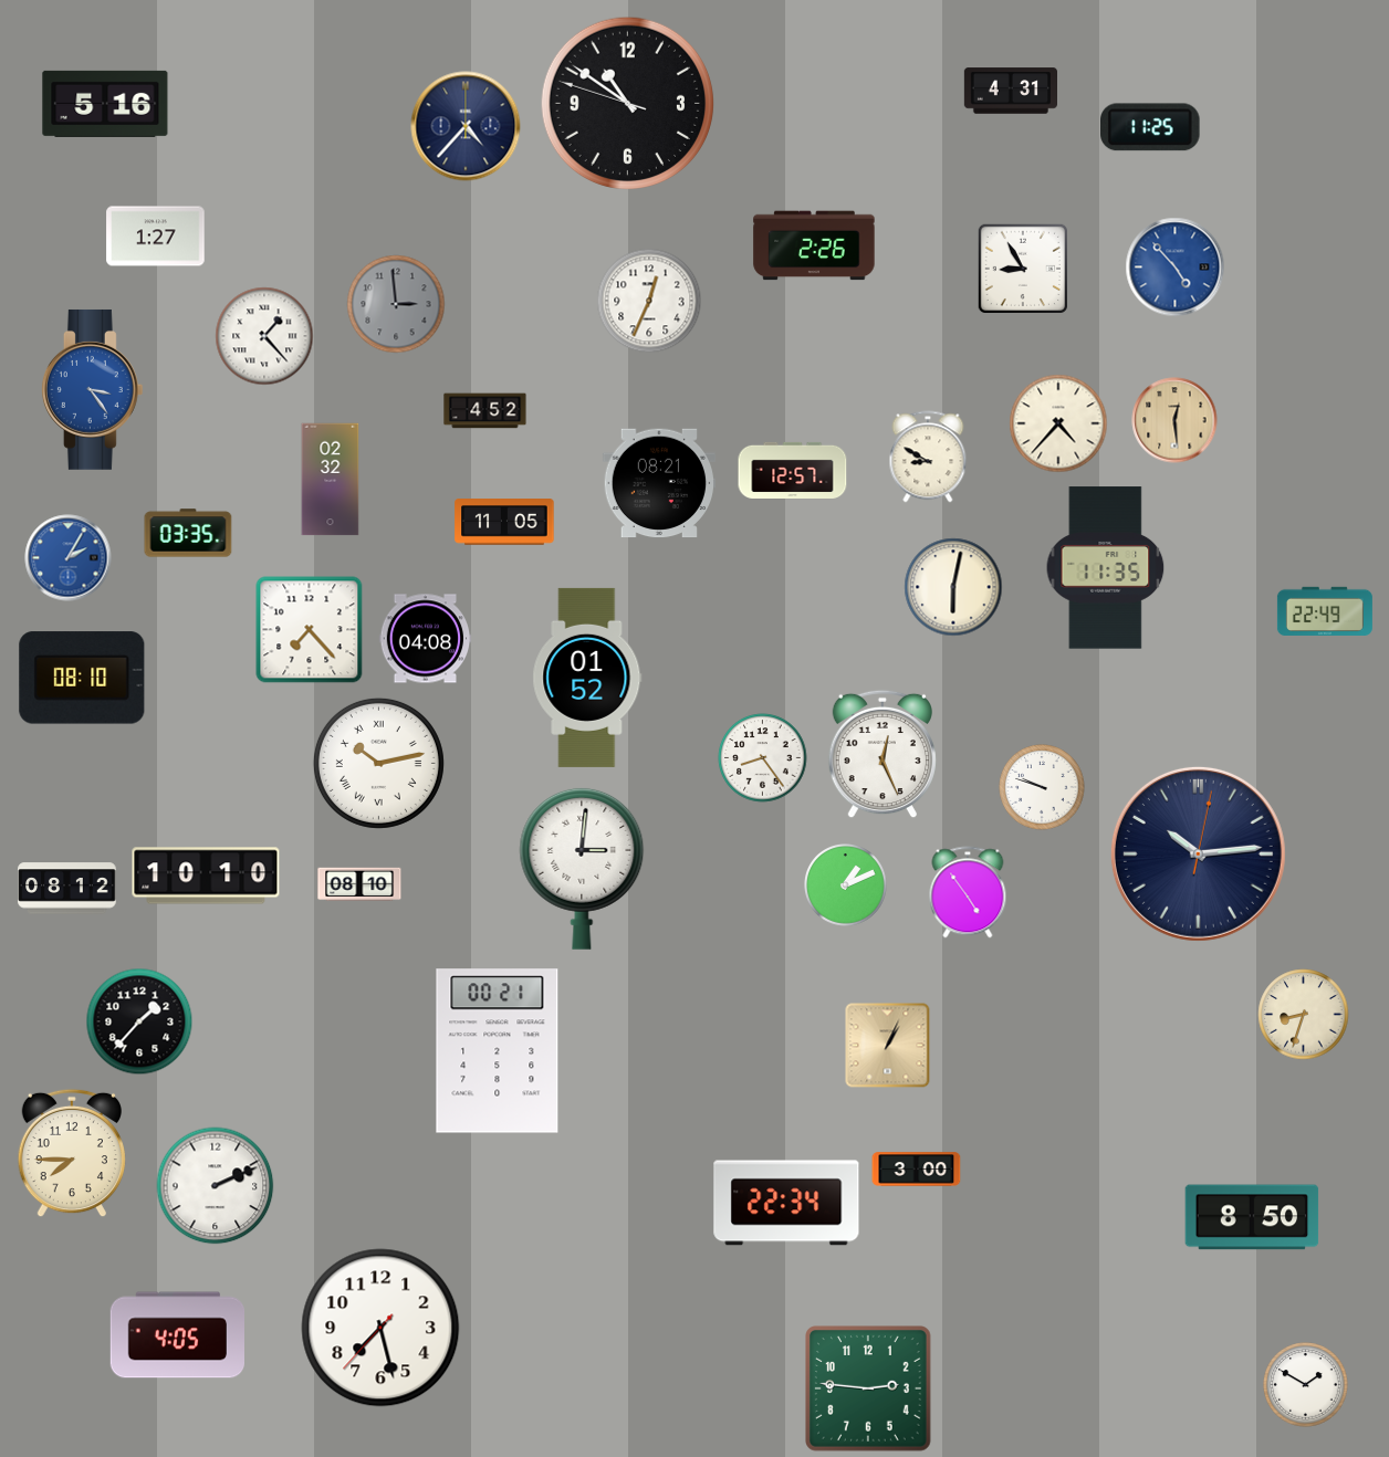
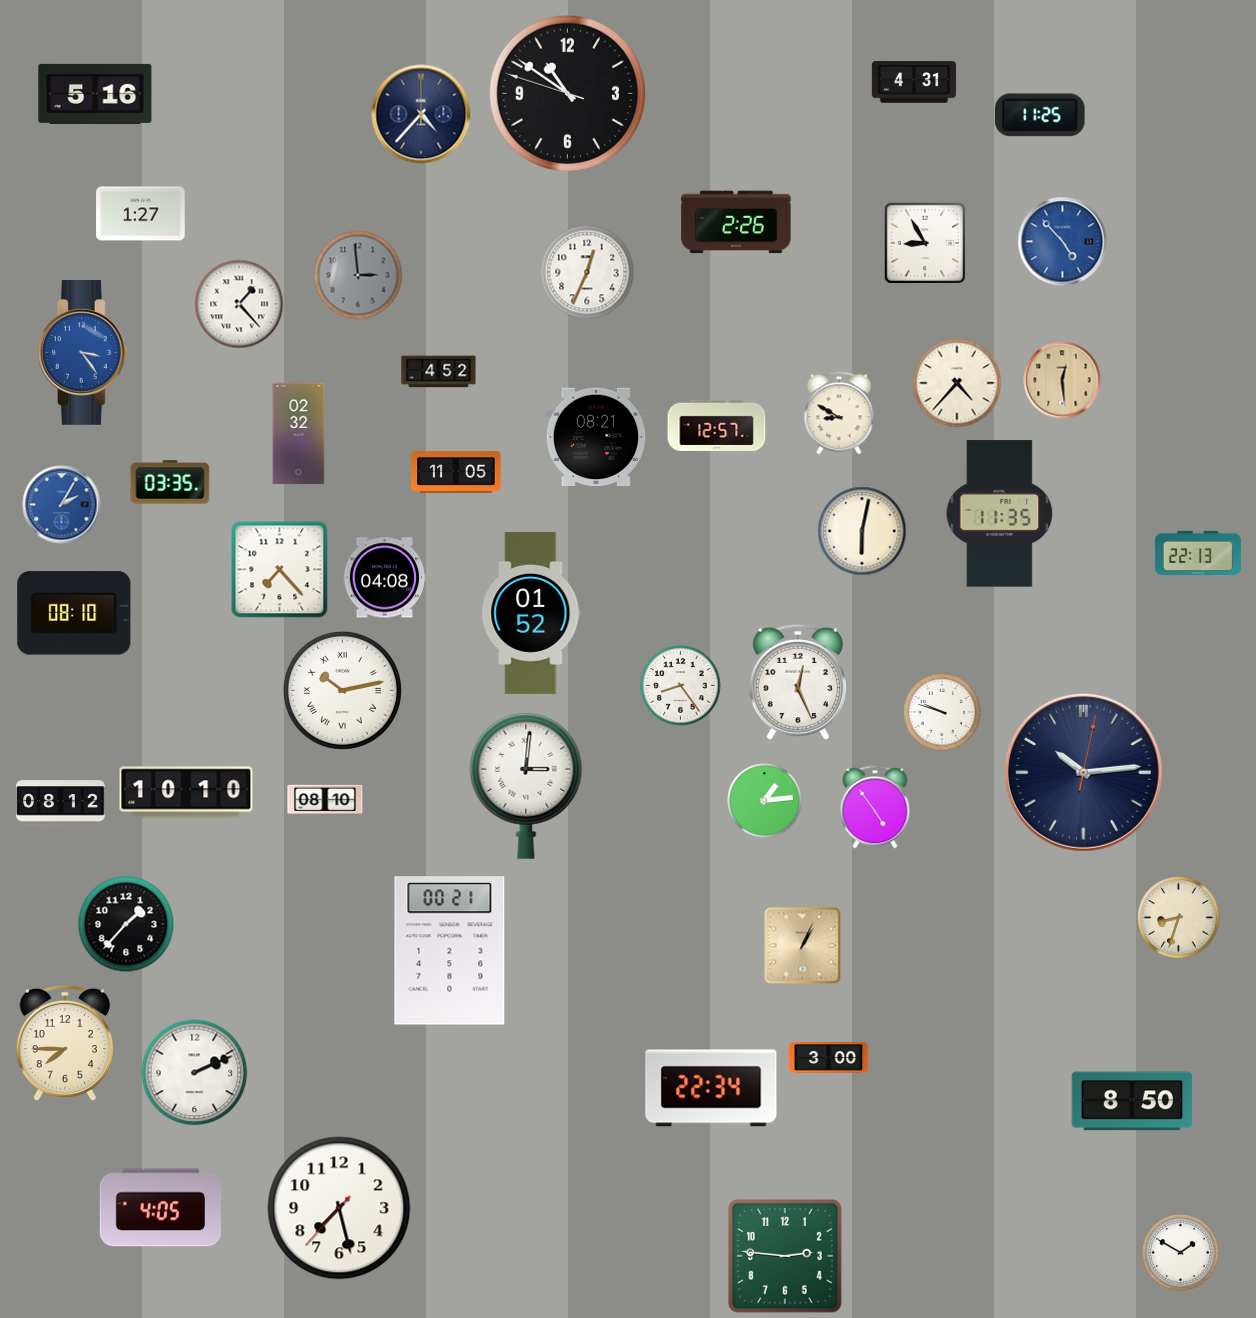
clock at (1325, 610): 22:49 -> 22:13
clock at (763, 758) position: (763, 758) -> (681, 686)
clock at (846, 885): 1:11 -> 1:14
clock at (380, 1328) position: (380, 1328) -> (339, 1208)
